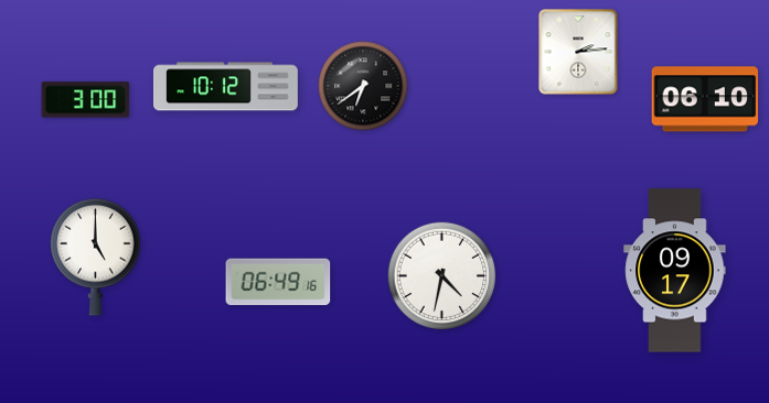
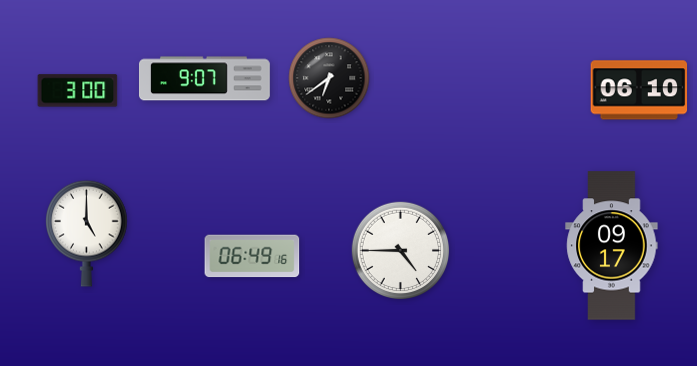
clock at (578, 52): 2:14 -> none
clock at (226, 87): 10:12 -> 9:07
clock at (442, 276): 4:32 -> 4:45
